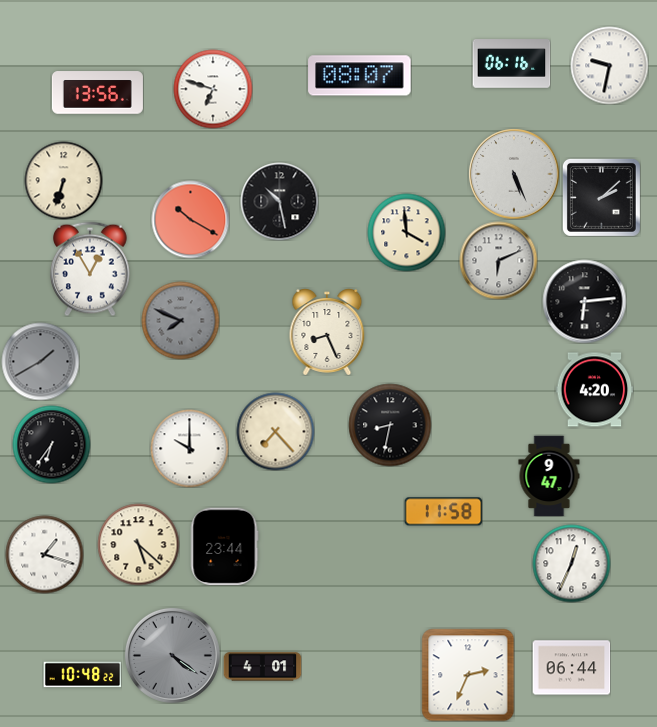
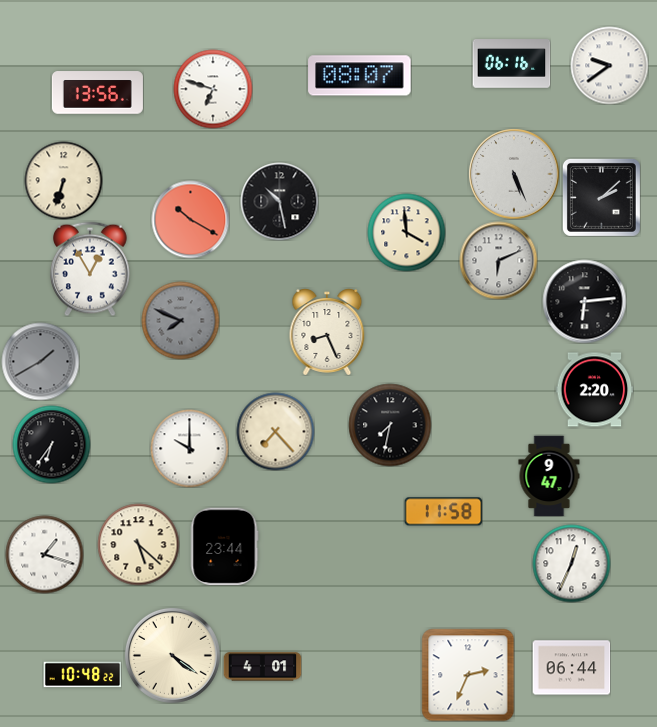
clock at (609, 65): 9:32 -> 9:39
clock at (594, 390): 4:20 -> 2:20
clock at (390, 425): 8:32 -> 7:32
clock at (172, 655) dial: grey -> cream
